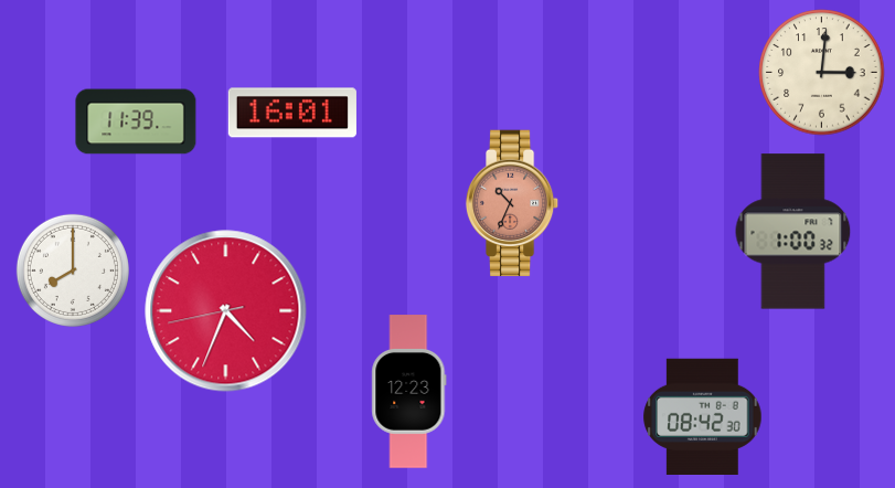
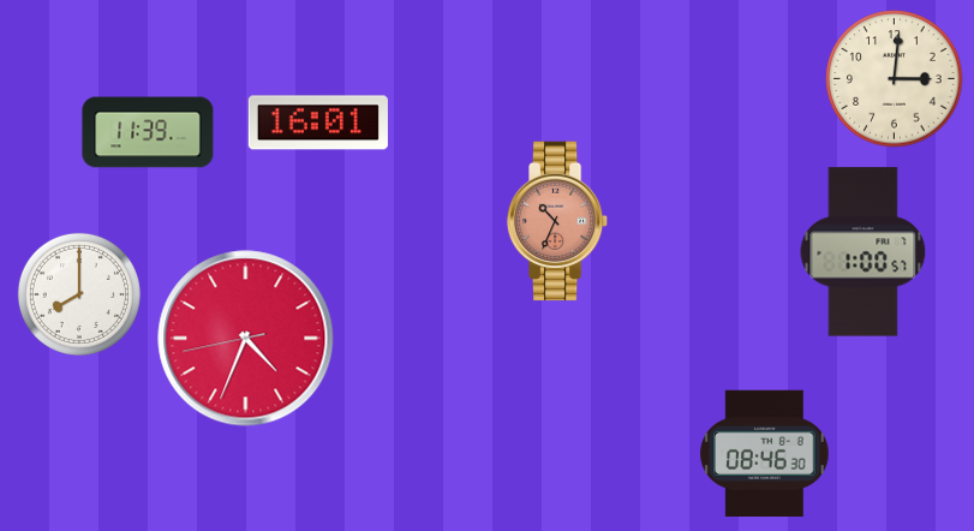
clock at (793, 232): 1:00:32 -> 1:00:57
clock at (409, 392): 12:23 -> none
clock at (703, 416): 08:42 -> 08:46
